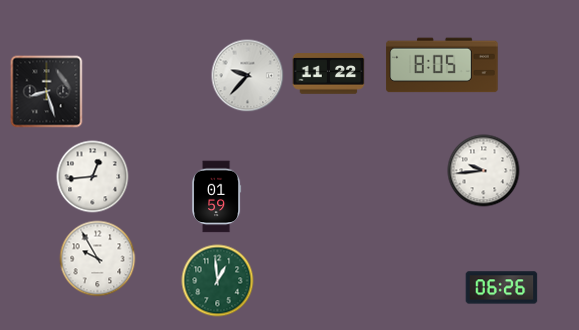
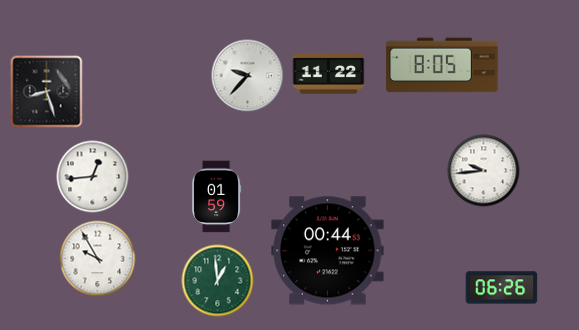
clock at (328, 251): none -> 00:44
